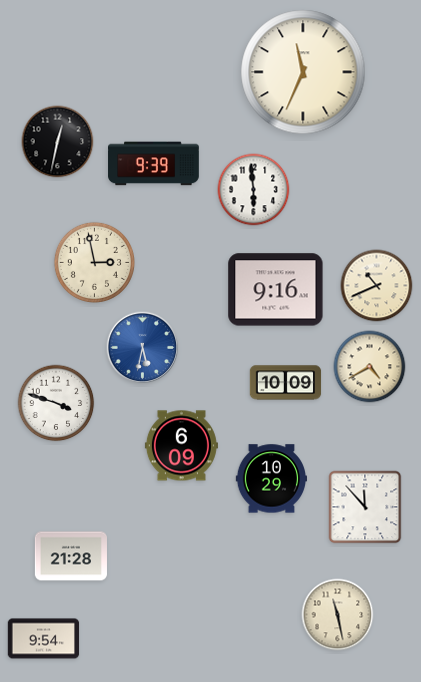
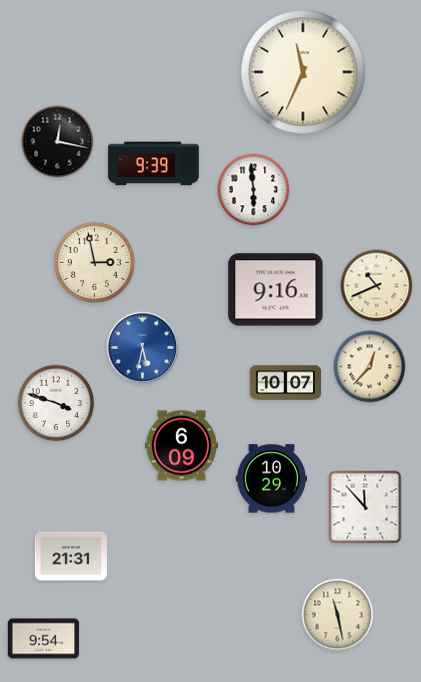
clock at (58, 142): 12:32 -> 12:17
clock at (370, 367): 4:40 -> 12:37
clock at (286, 383): 10:09 -> 10:07
clock at (71, 556): 21:28 -> 21:31
